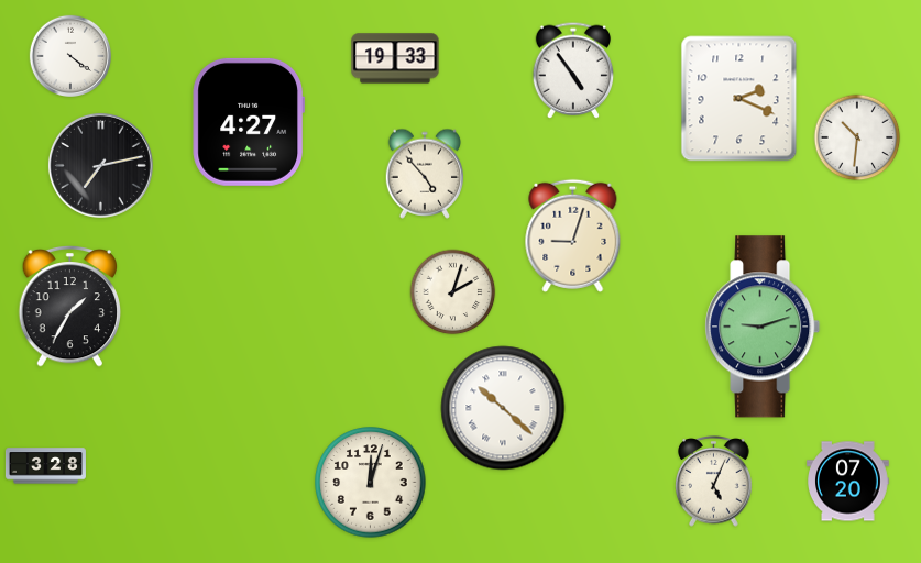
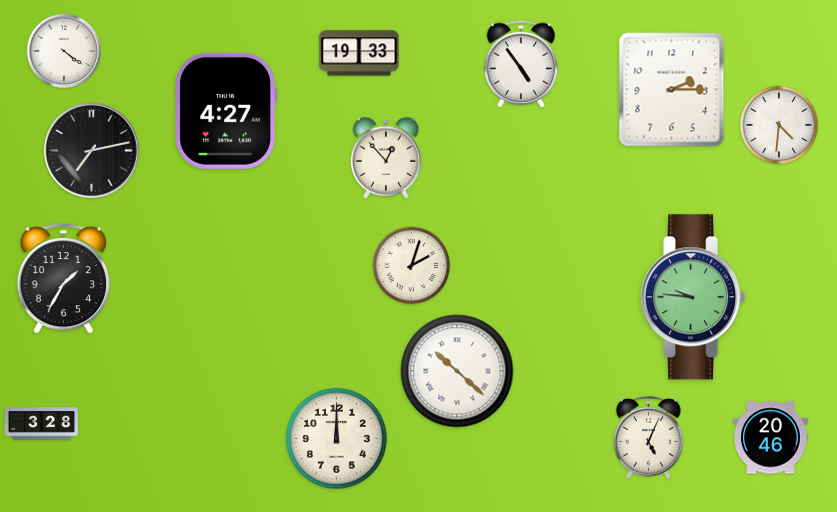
clock at (739, 99): 2:19 -> 2:15
clock at (857, 137): 10:31 -> 4:31
clock at (424, 174): 4:53 -> 12:53
clock at (573, 235): 9:03 -> none
clock at (763, 327): 9:12 -> 9:46
clock at (848, 482): 07:20 -> 20:46
clock at (371, 483): 12:03 -> 12:00
